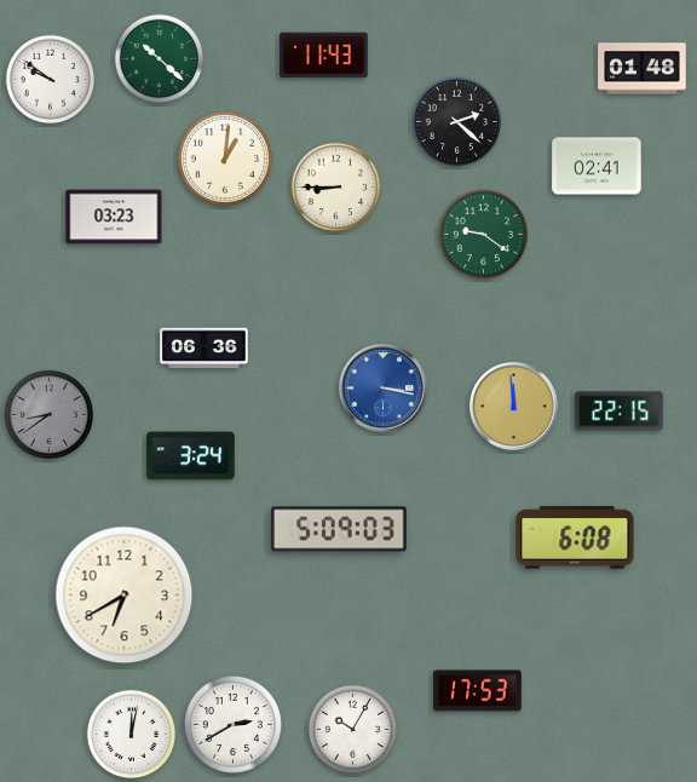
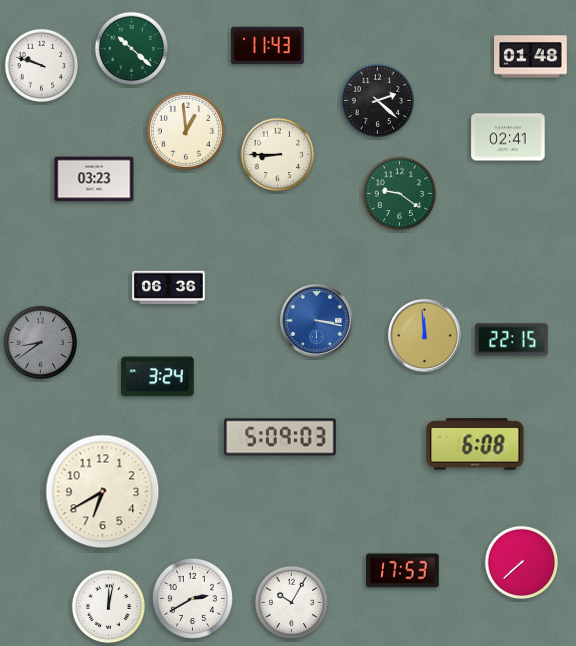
clock at (51, 80): 9:51 -> 9:48
clock at (225, 159): 1:01 -> 12:59
clock at (597, 166) position: (597, 166) -> (508, 137)
clock at (522, 563): none -> 7:38
clock at (478, 691) position: (478, 691) -> (403, 571)
